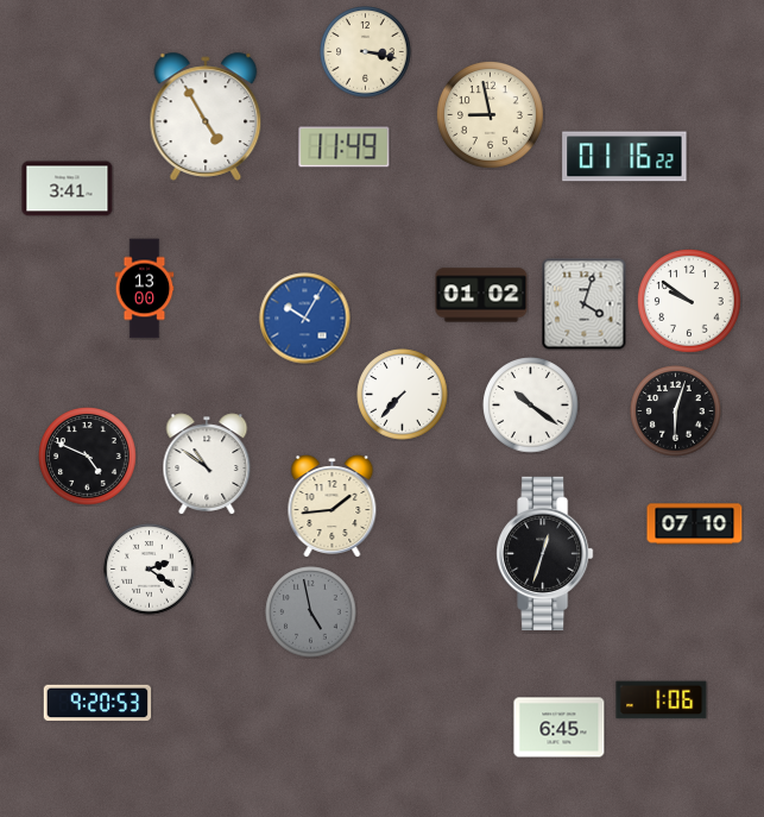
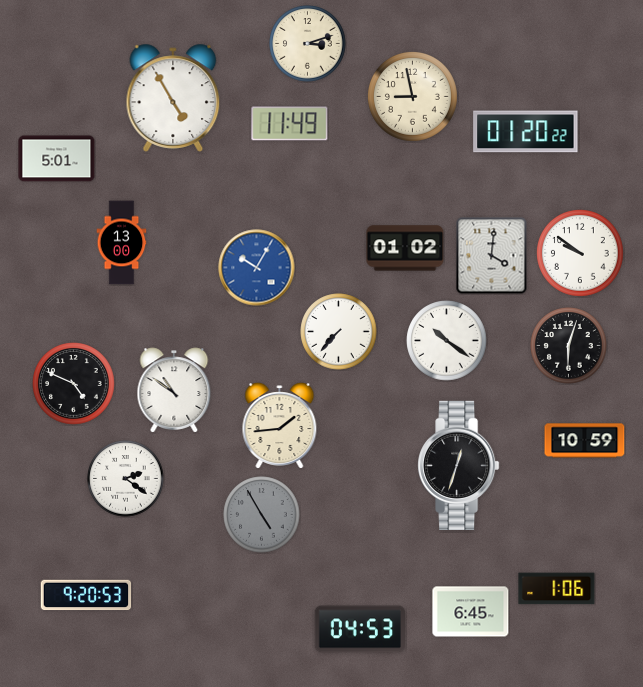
clock at (366, 52): 3:17 -> 3:12
clock at (625, 157): 01:16 -> 01:20
clock at (68, 189): 3:41 -> 5:01
clock at (585, 304): 4:03 -> 4:01
clock at (695, 524): 07:10 -> 10:59
clock at (311, 612): 4:58 -> 4:55
clock at (97, 703) position: (97, 703) -> (86, 595)
clock at (359, 629): none -> 04:53
